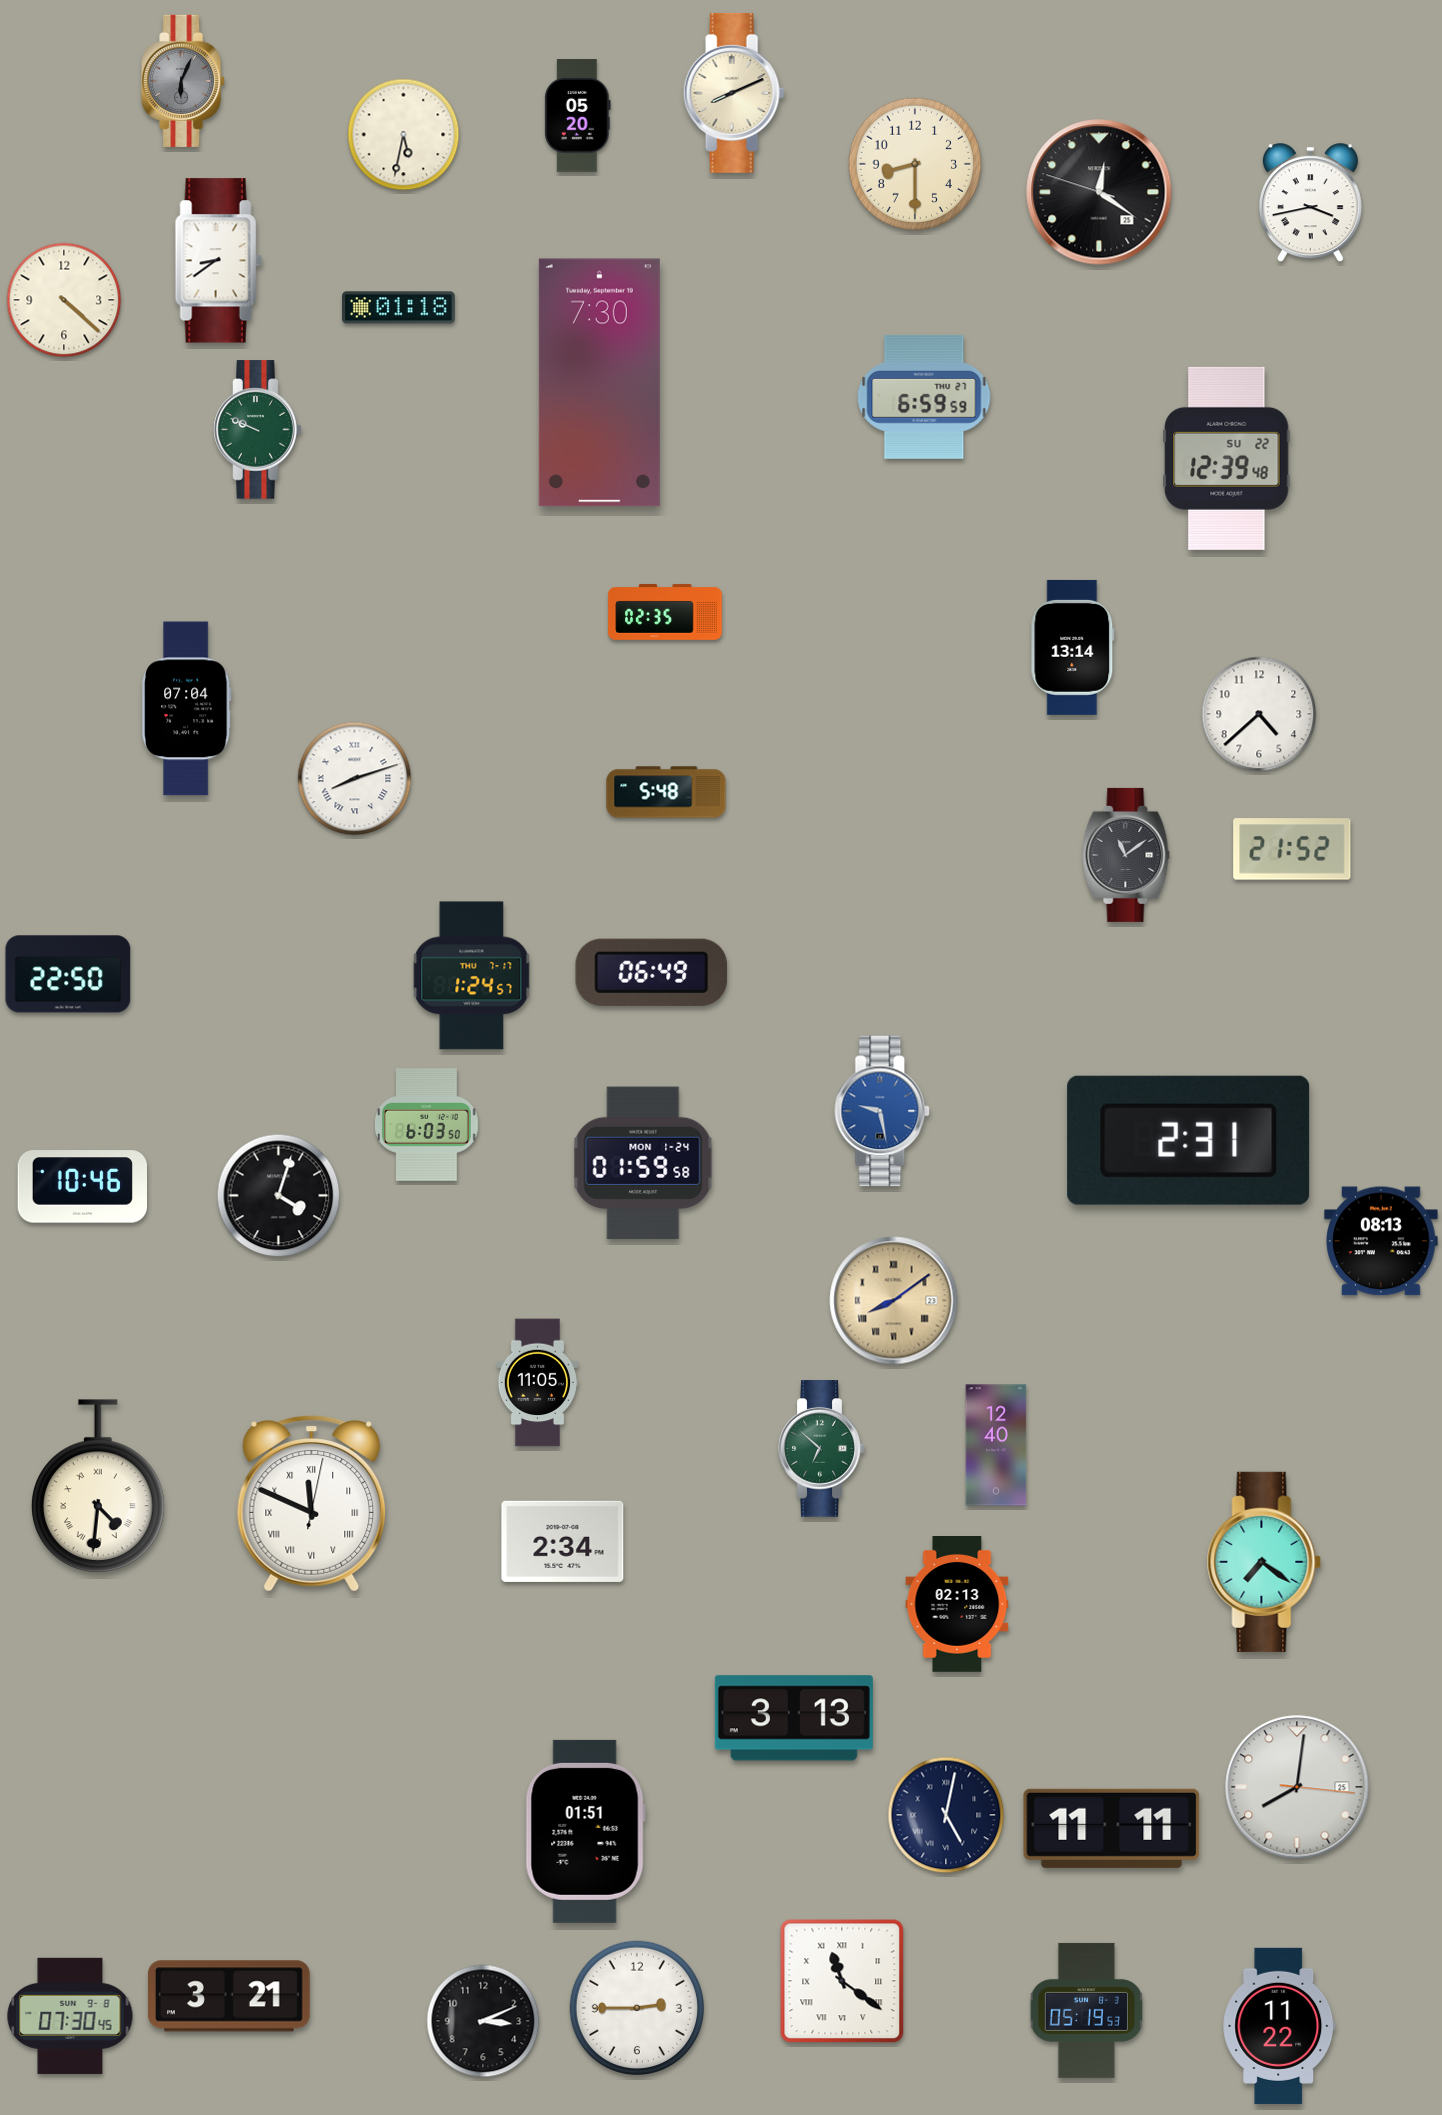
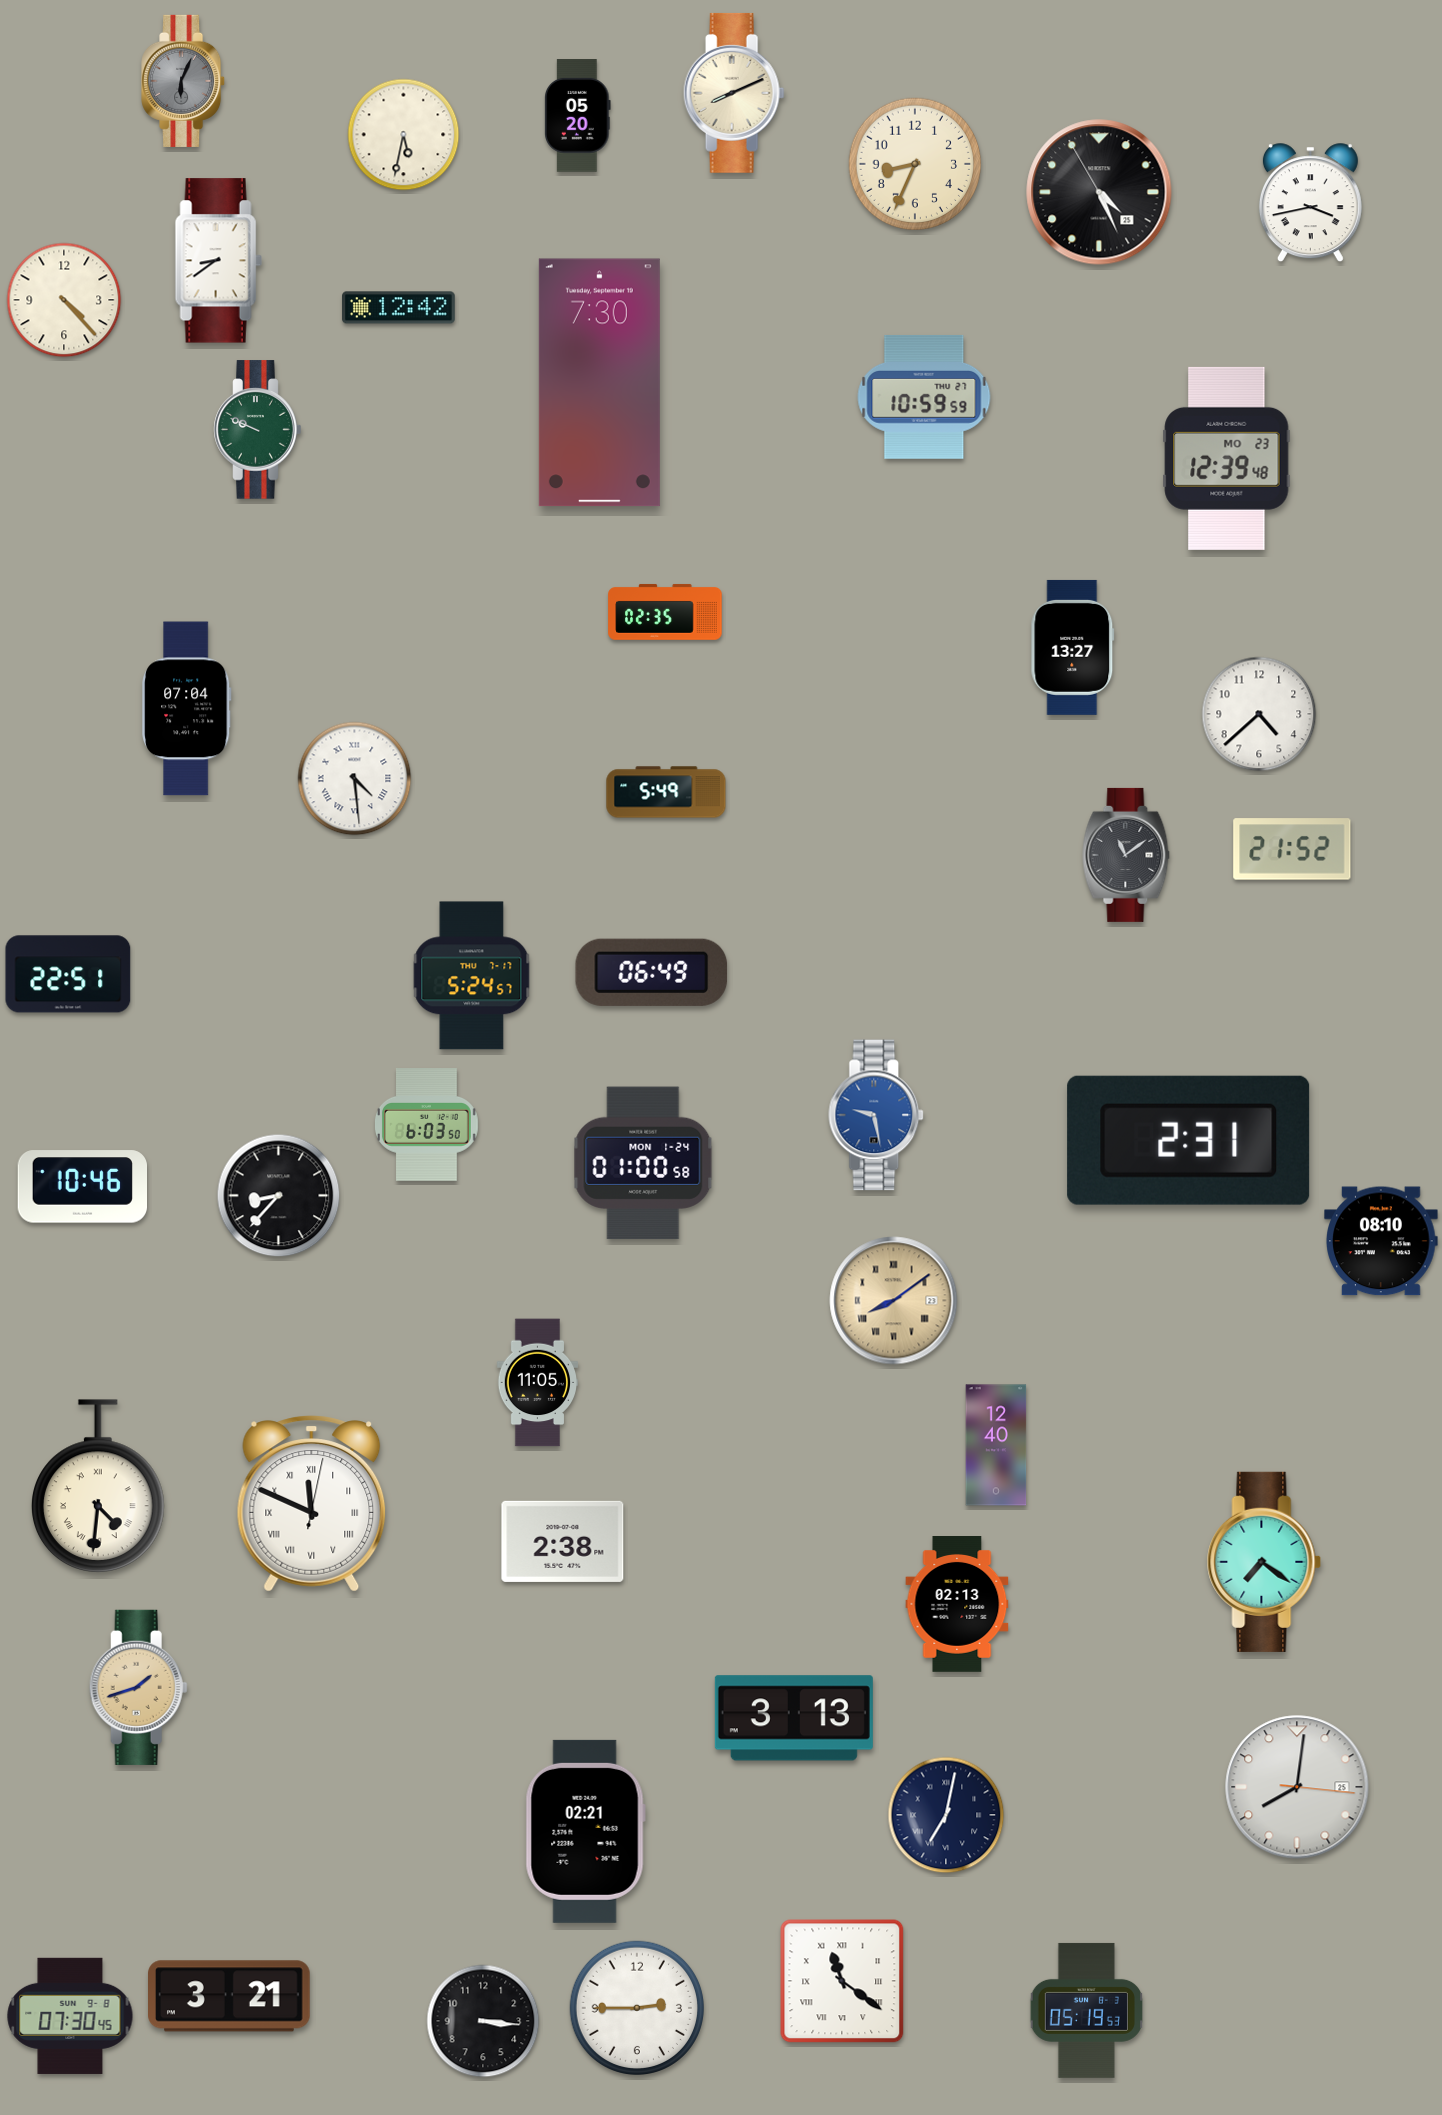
clock at (915, 164): 8:30 -> 8:34
clock at (1099, 192): 12:20 -> 4:25
clock at (64, 300): 4:22 -> 4:23
clock at (399, 308): 01:18 -> 12:42
clock at (924, 397): 6:59 -> 10:59
clock at (1227, 458) date: SU 22 -> MO 23
clock at (1073, 647): 13:14 -> 13:27
clock at (355, 779): 8:12 -> 4:29
clock at (666, 792): 5:48 -> 5:49
clock at (68, 974): 22:50 -> 22:51
clock at (472, 976): 1:24 -> 5:24
clock at (883, 1111) position: (883, 1111) -> (877, 1115)
clock at (643, 1163): 01:59 -> 01:00
clock at (279, 1196): 4:03 -> 8:37
clock at (1381, 1241): 08:13 -> 08:10
clock at (822, 1449): 6:52 -> none
clock at (563, 1541): 2:34 -> 2:38
clock at (138, 1687): none -> 1:42
clock at (946, 1815): 5:02 -> 7:02
clock at (1112, 1828): 11:11 -> none
clock at (585, 1831): 01:51 -> 02:21
clock at (483, 2021): 3:11 -> 3:16
clock at (1279, 2026): 11:22 -> none
